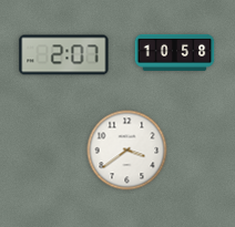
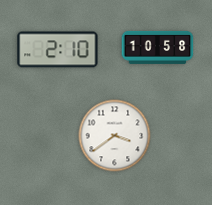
clock at (64, 55): 2:07 -> 2:10
